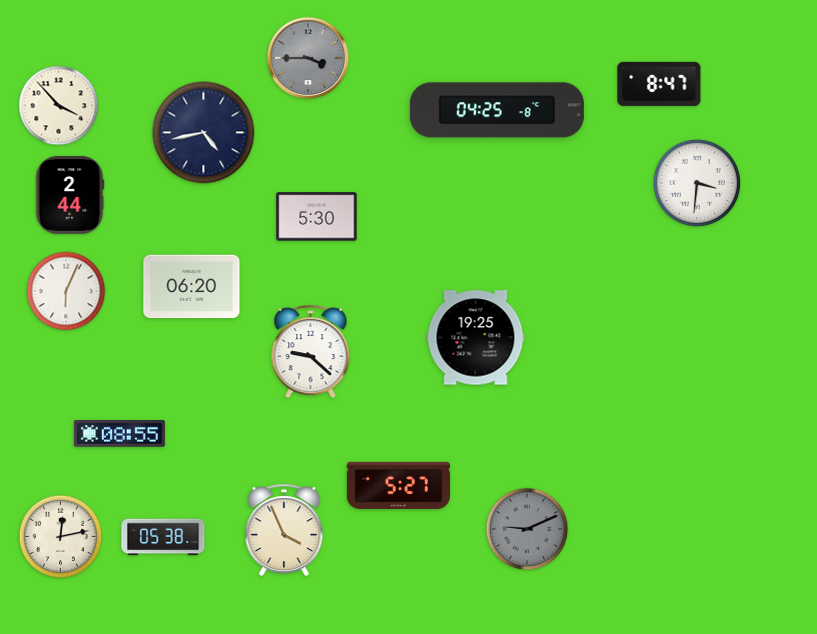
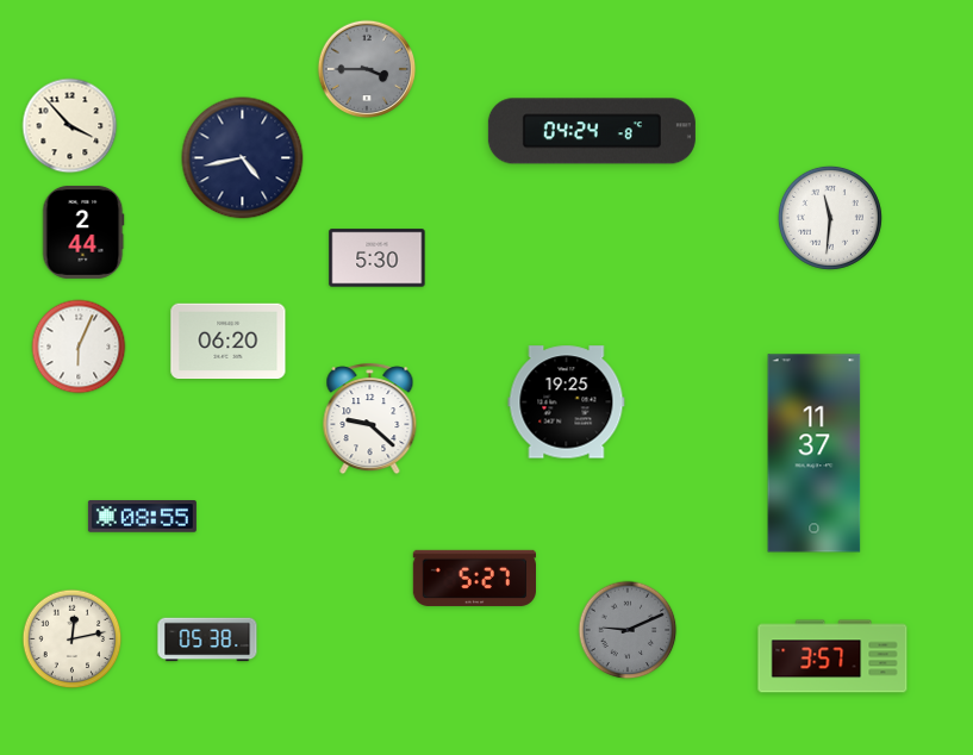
clock at (659, 84): 8:47 -> none
clock at (497, 110): 04:25 -> 04:24
clock at (697, 183): 3:31 -> 11:31
clock at (815, 454): none -> 11:37
clock at (284, 530): 3:56 -> none
clock at (163, 537) position: (163, 537) -> (207, 639)
clock at (832, 656): none -> 3:57
